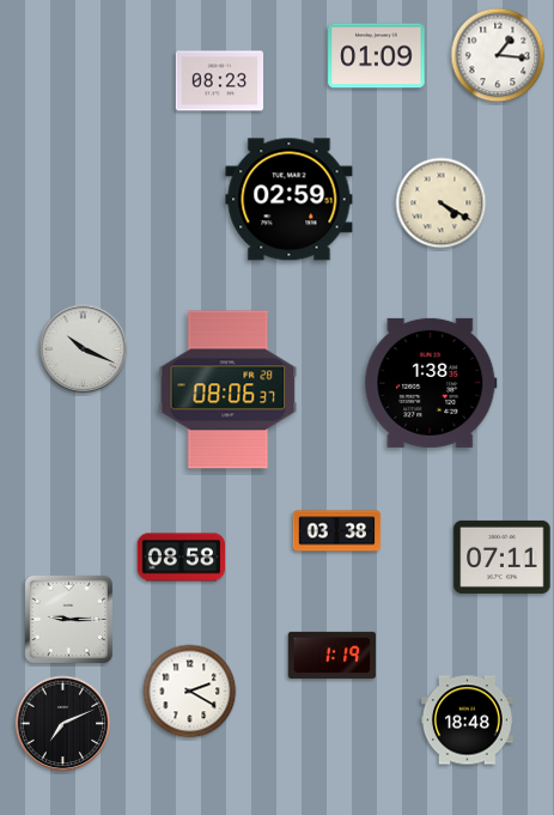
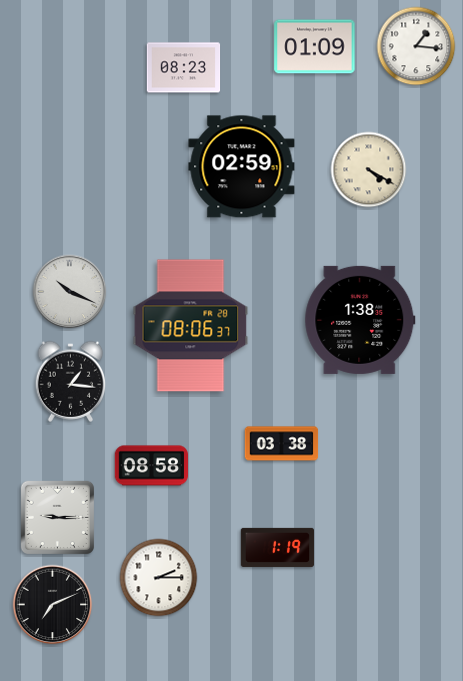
clock at (71, 381): none -> 1:16
clock at (503, 556): 07:11 -> none
clock at (190, 692): 2:20 -> 2:15
clock at (467, 720): 18:48 -> none
